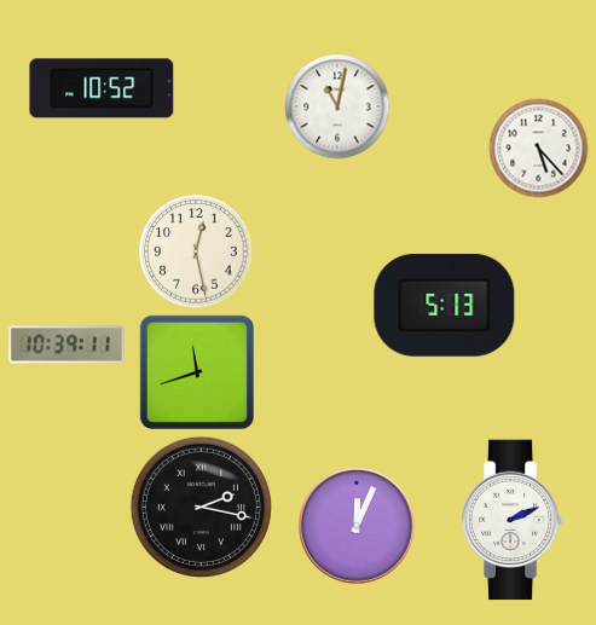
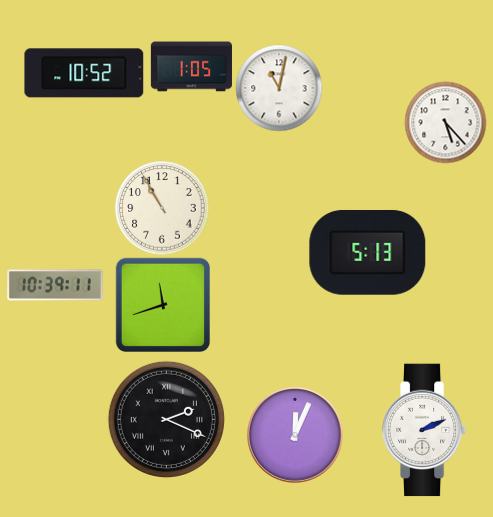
clock at (191, 67): none -> 1:05
clock at (196, 251): 12:28 -> 10:55
clock at (196, 371) position: (196, 371) -> (162, 304)
clock at (201, 507): 2:17 -> 2:19
